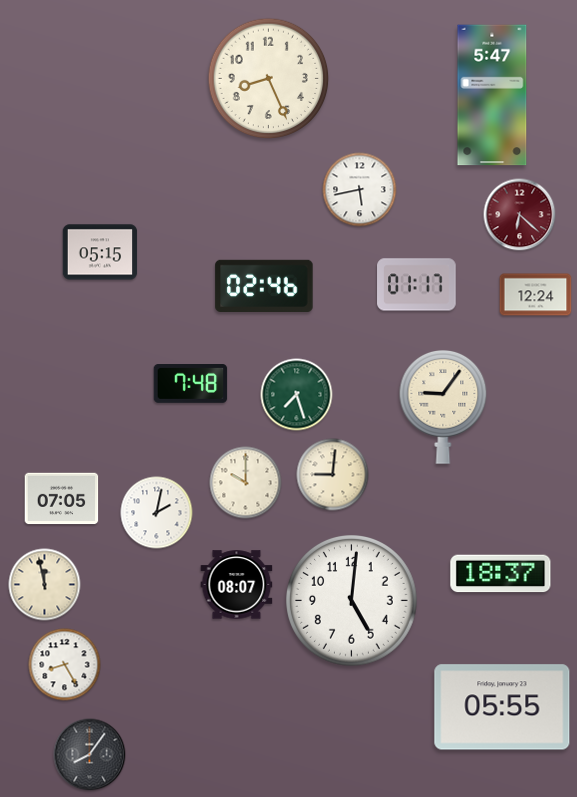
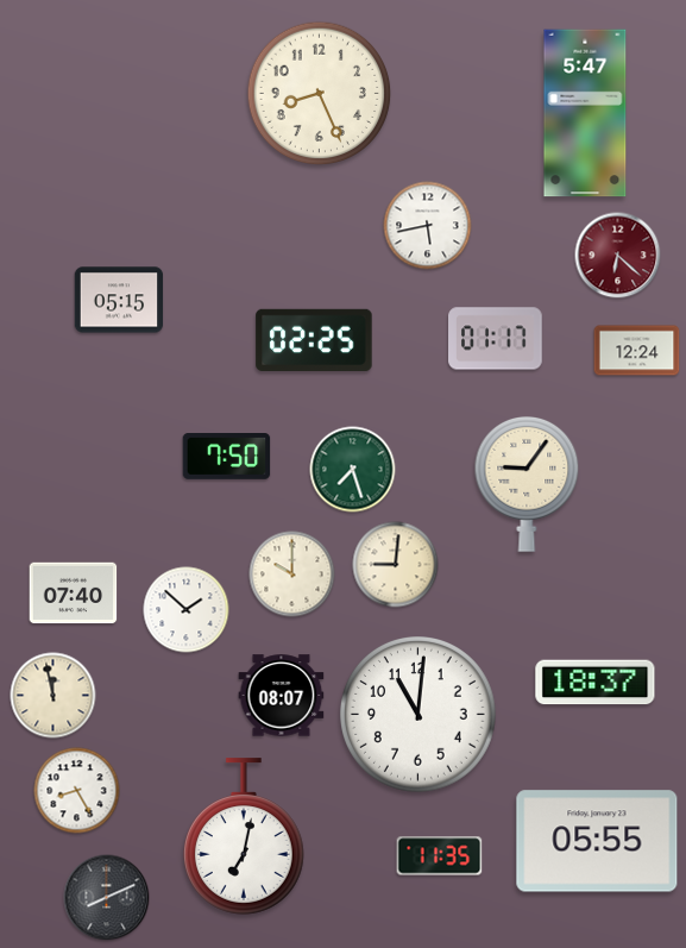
clock at (264, 285): 02:46 -> 02:25
clock at (191, 384): 7:48 -> 7:50
clock at (62, 499): 07:05 -> 07:40
clock at (157, 513): 2:02 -> 1:52
clock at (352, 601): 5:01 -> 11:01
clock at (244, 836): none -> 7:02
clock at (440, 856): none -> 11:35
clock at (90, 755): 8:06 -> 8:11
